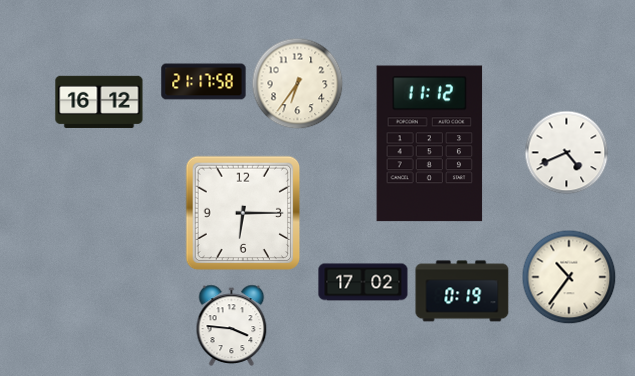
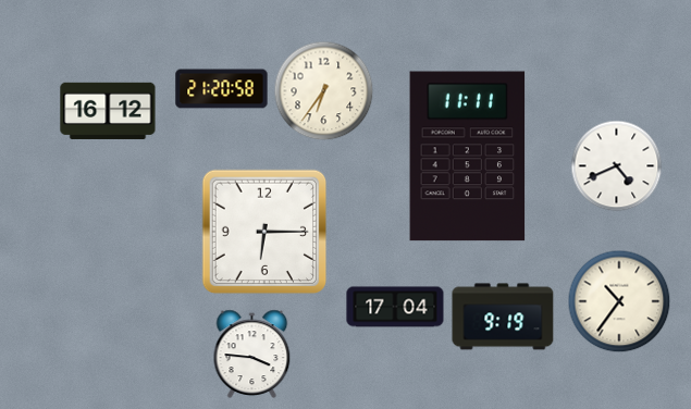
clock at (204, 82): 21:17 -> 21:20
clock at (430, 144): 11:12 -> 11:11
clock at (363, 282): 17:02 -> 17:04
clock at (462, 291): 0:19 -> 9:19
